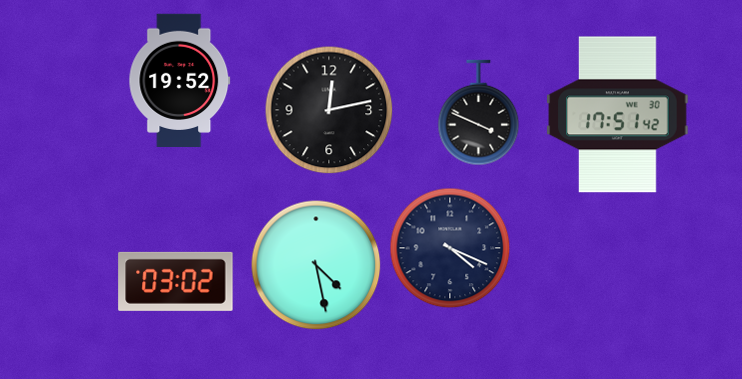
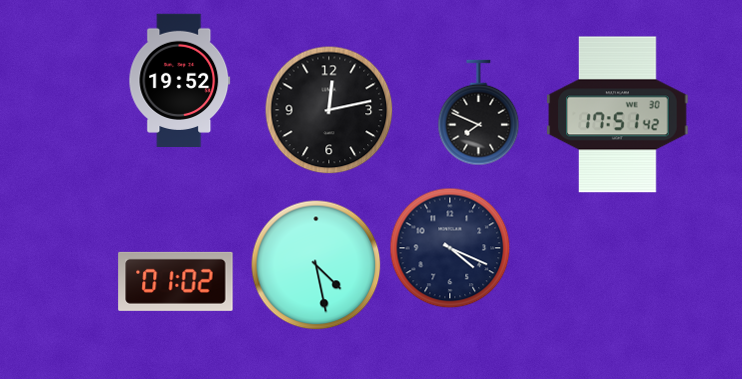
clock at (479, 113): 3:49 -> 7:49
clock at (176, 281): 03:02 -> 01:02
